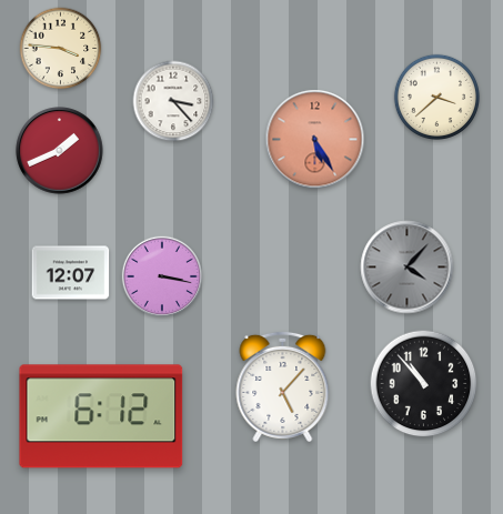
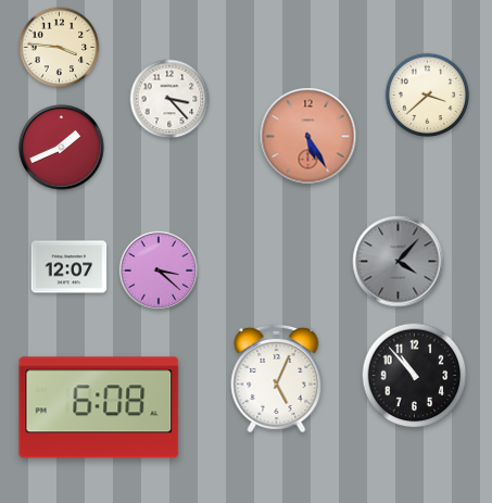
clock at (60, 151) position: (60, 151) -> (62, 148)
clock at (161, 275): 3:17 -> 3:22
clock at (283, 386): 5:07 -> 5:04
clock at (101, 416): 6:12 -> 6:08
